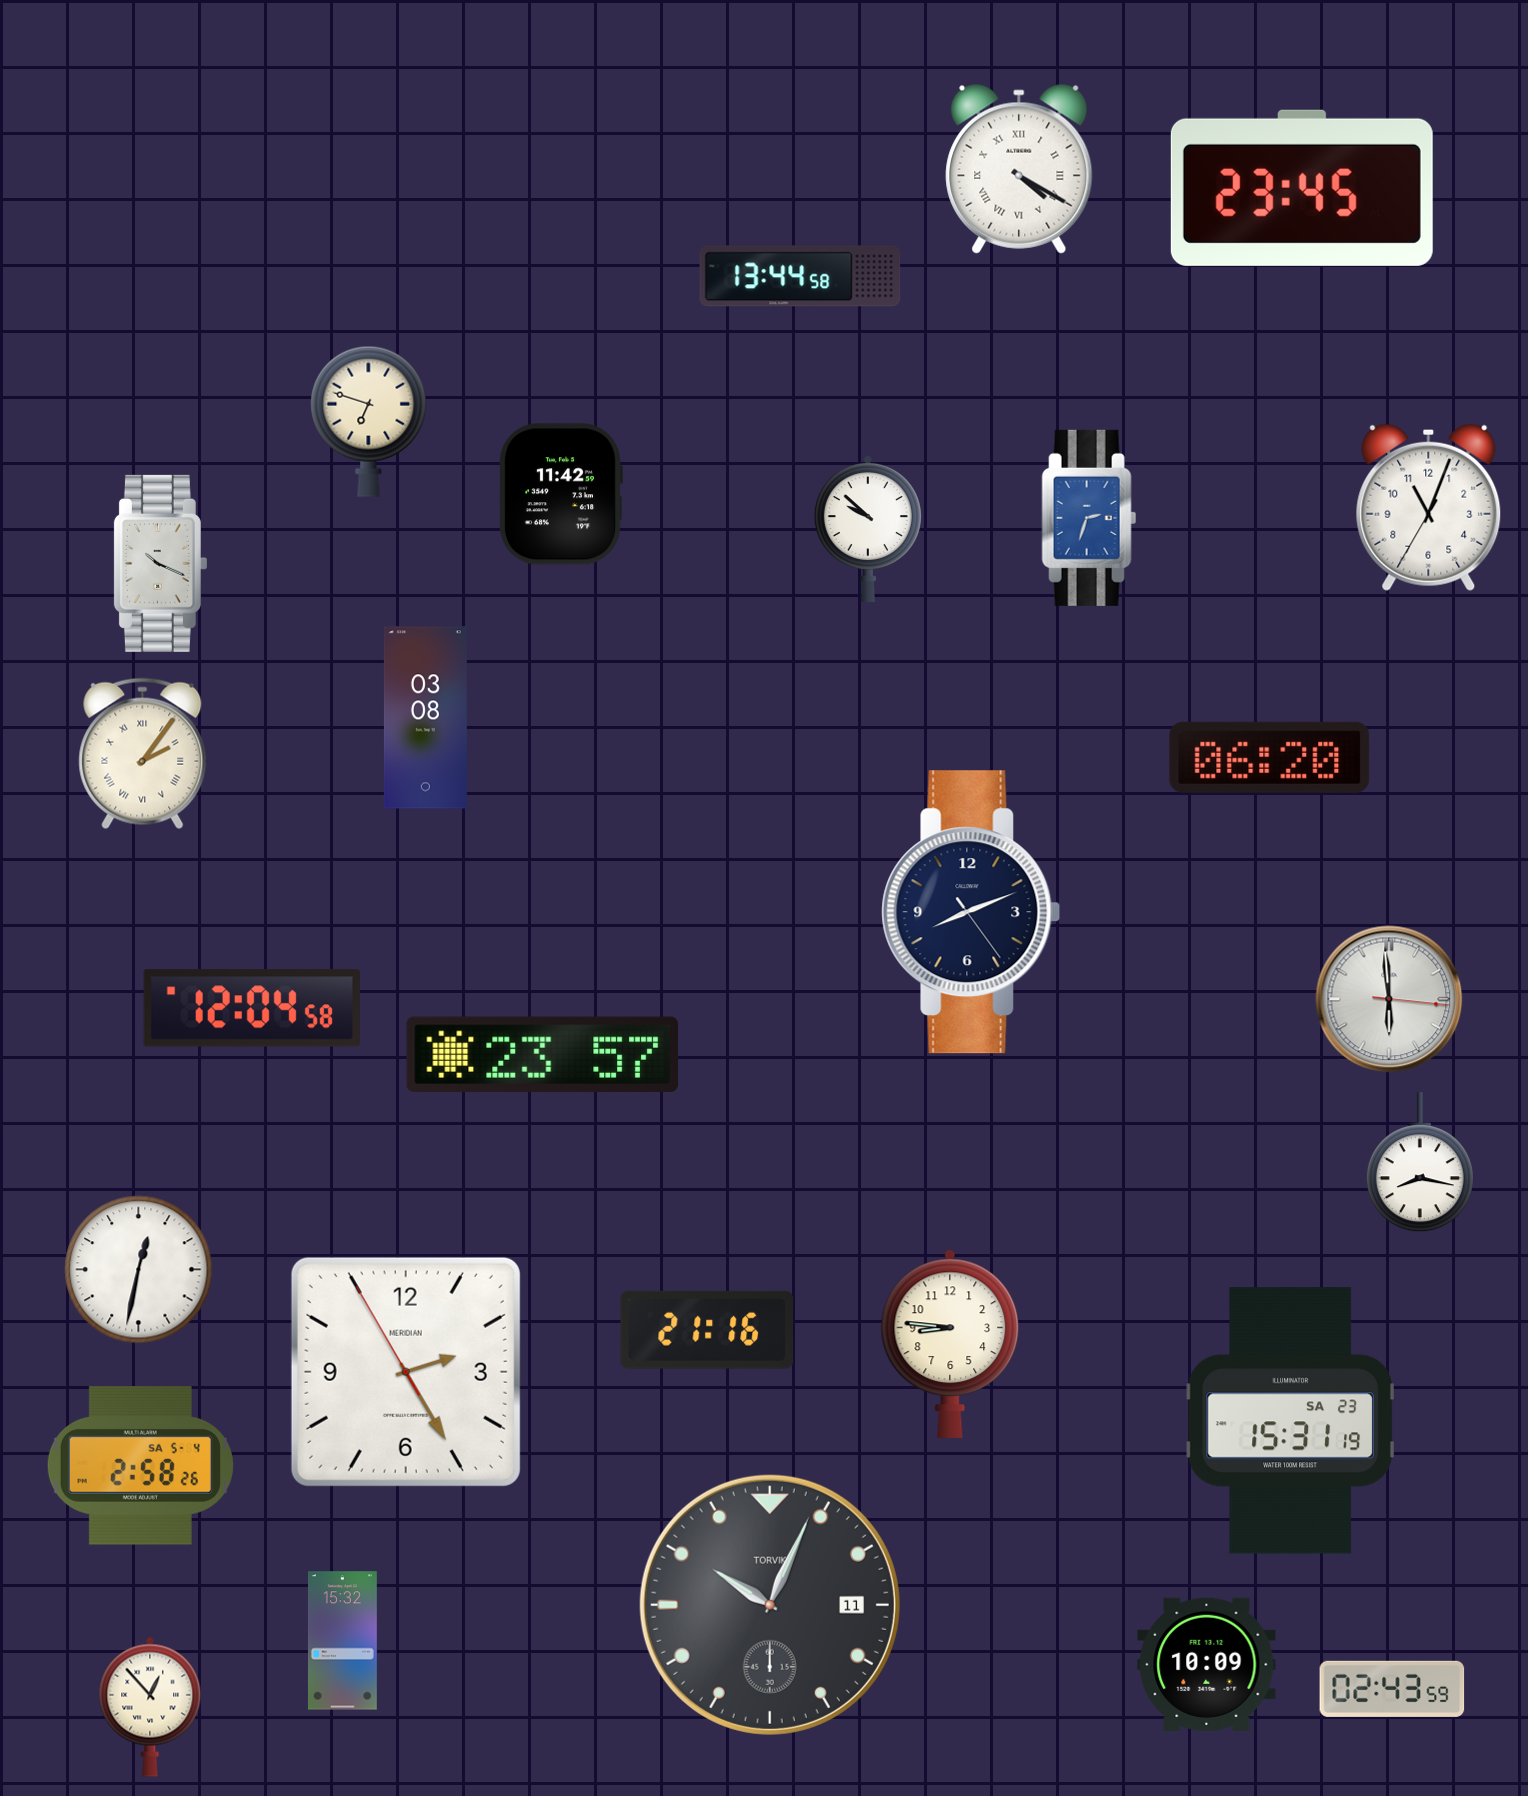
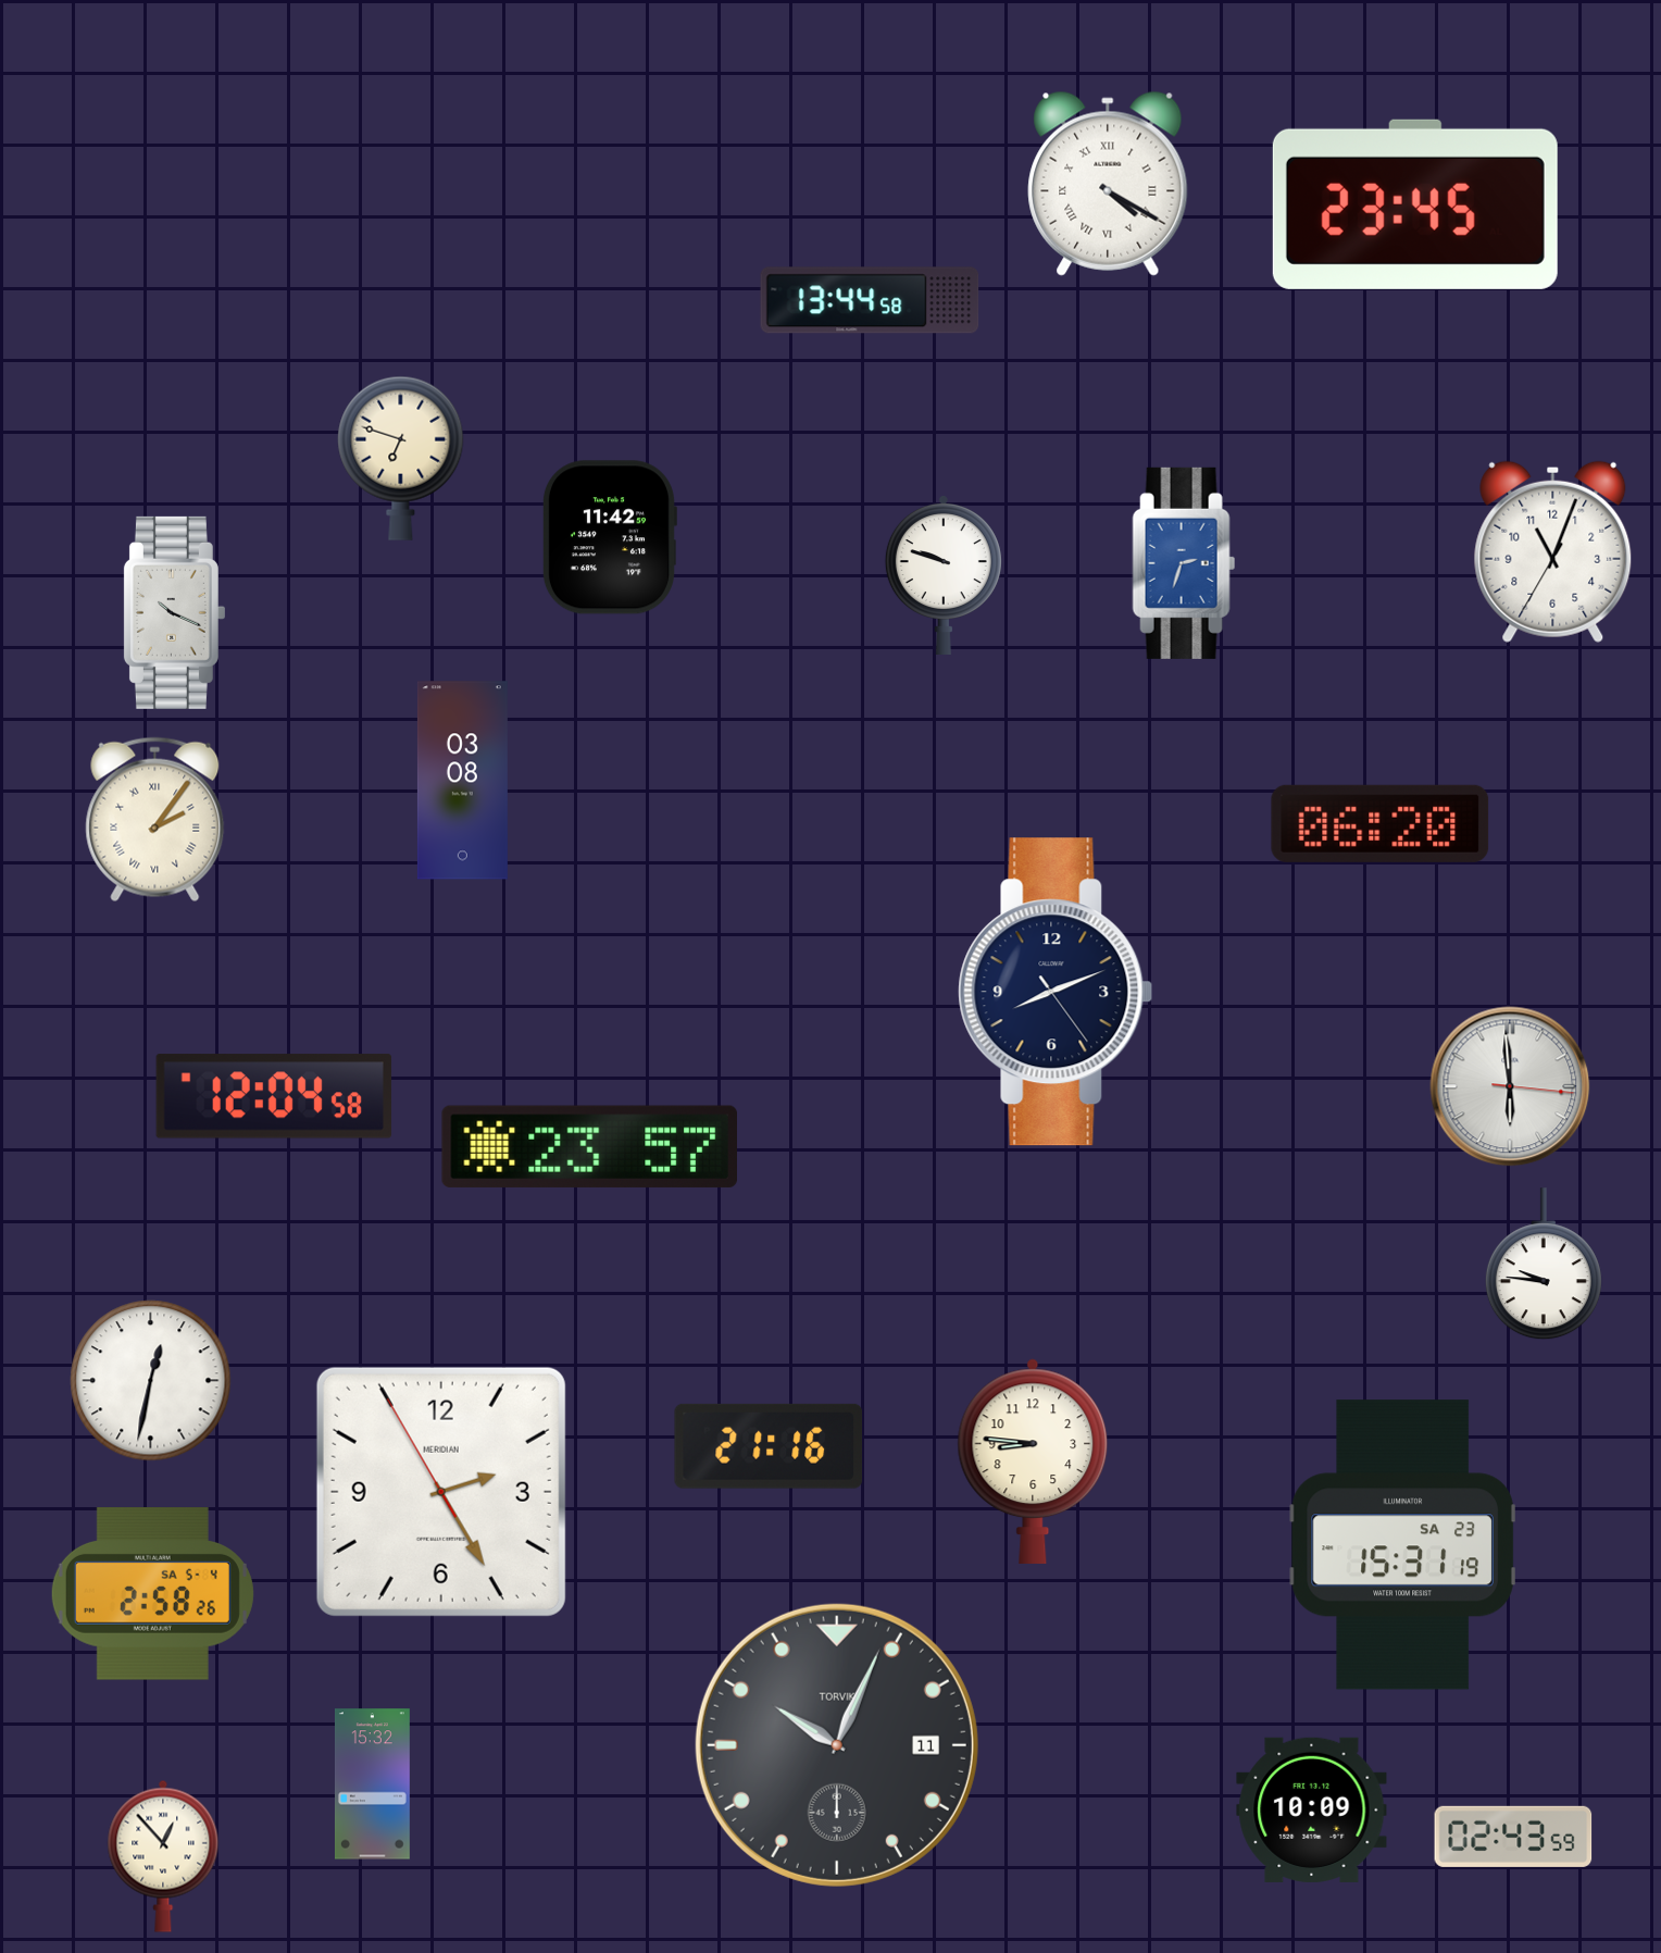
clock at (868, 528): 9:52 -> 9:48
clock at (1420, 1163): 8:17 -> 9:46
